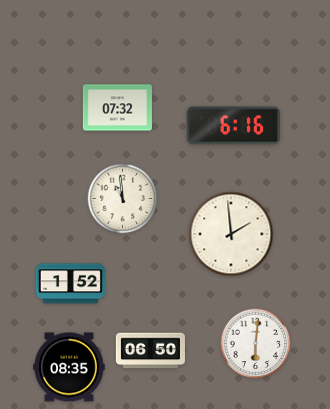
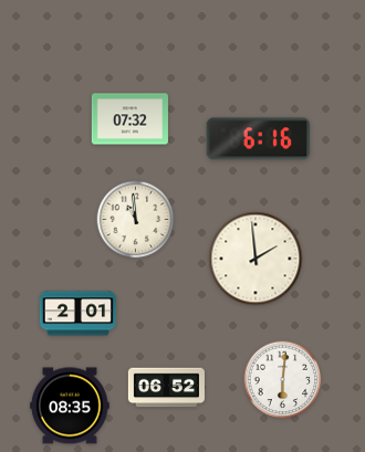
clock at (70, 284): 1:52 -> 2:01
clock at (150, 351): 06:50 -> 06:52
clock at (69, 367) position: (69, 367) -> (70, 406)
